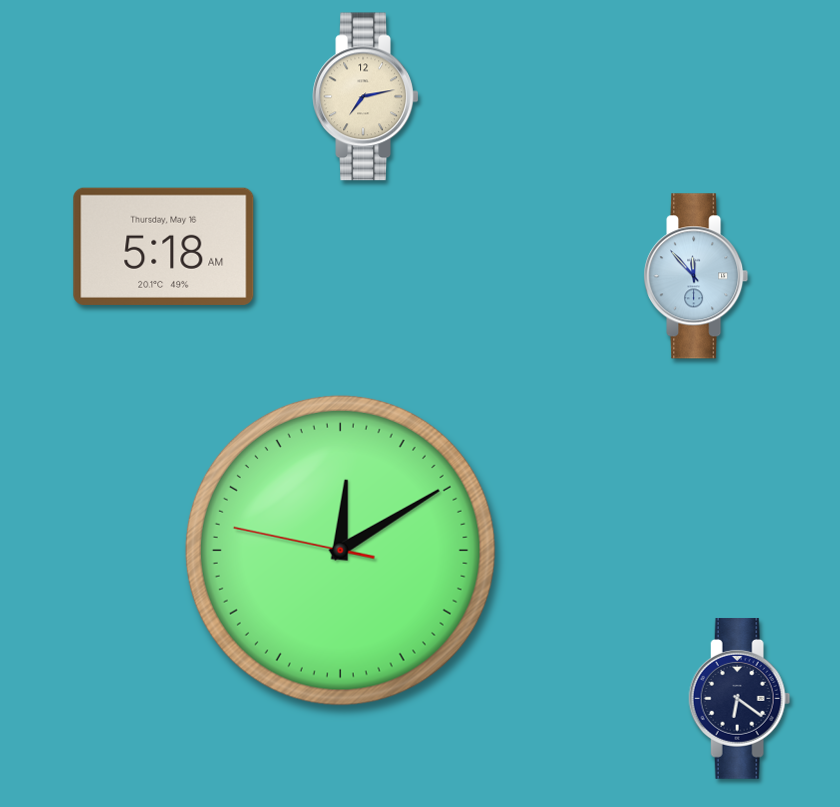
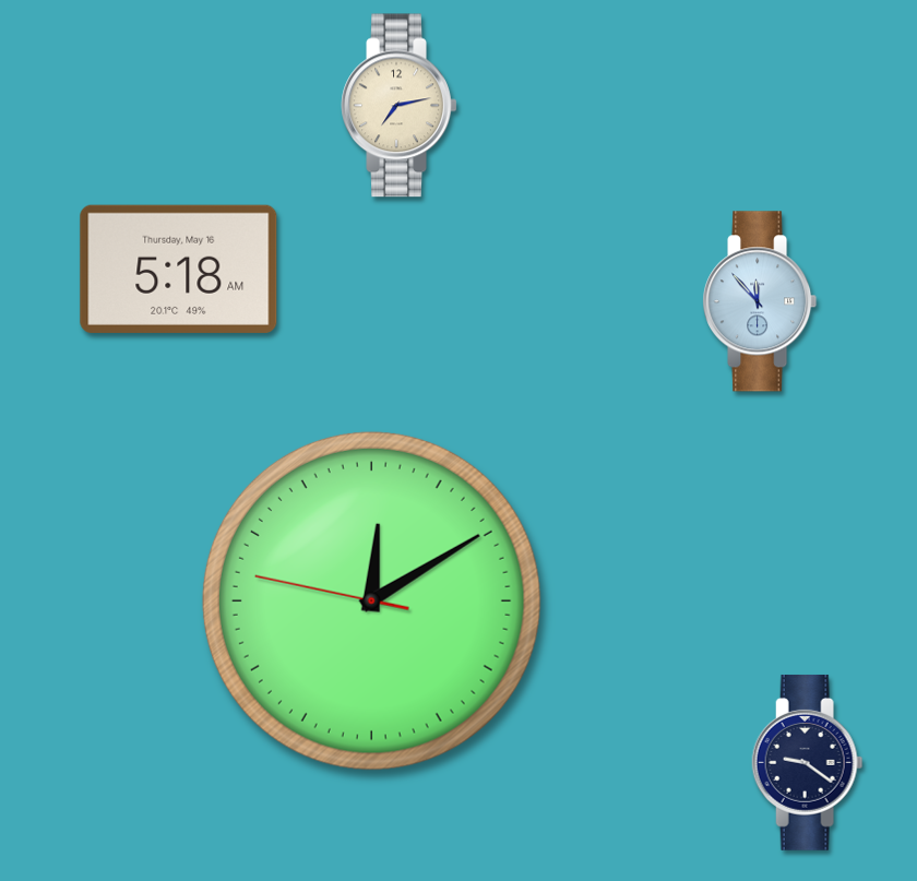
clock at (740, 698): 6:21 -> 9:21
